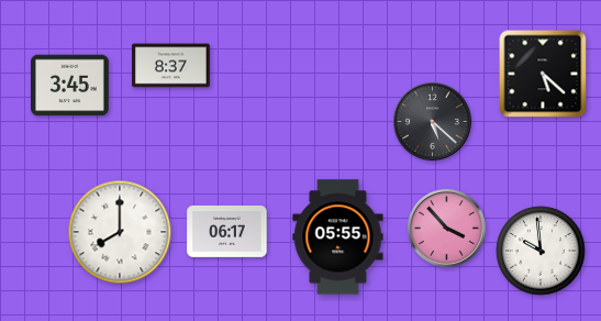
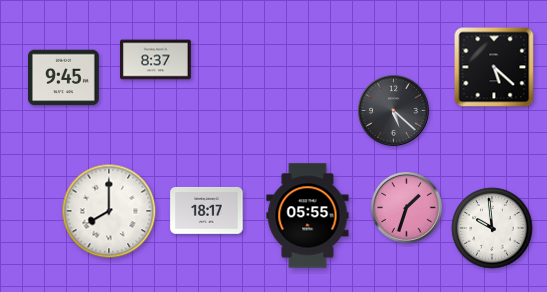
clock at (70, 86): 3:45 -> 9:45
clock at (447, 229): 3:53 -> 1:33
clock at (227, 232): 06:17 -> 18:17
